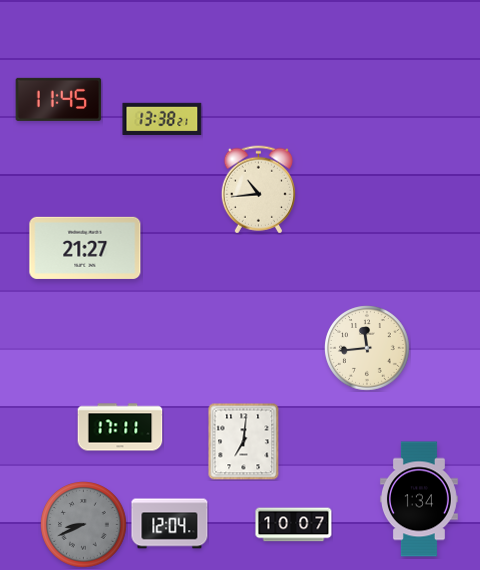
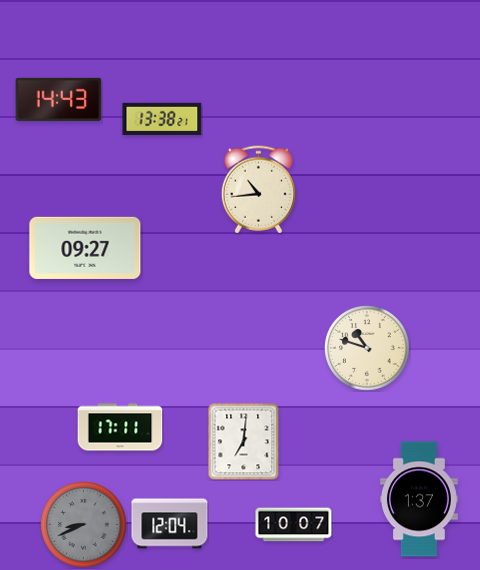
clock at (59, 99): 11:45 -> 14:43
clock at (85, 248): 21:27 -> 09:27
clock at (367, 348): 11:44 -> 10:48
clock at (419, 499): 1:34 -> 1:37
